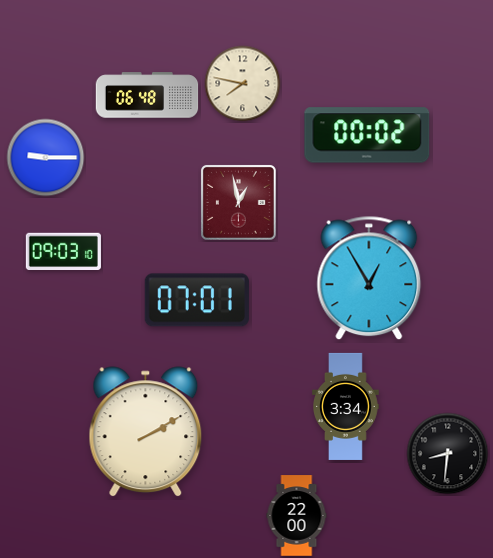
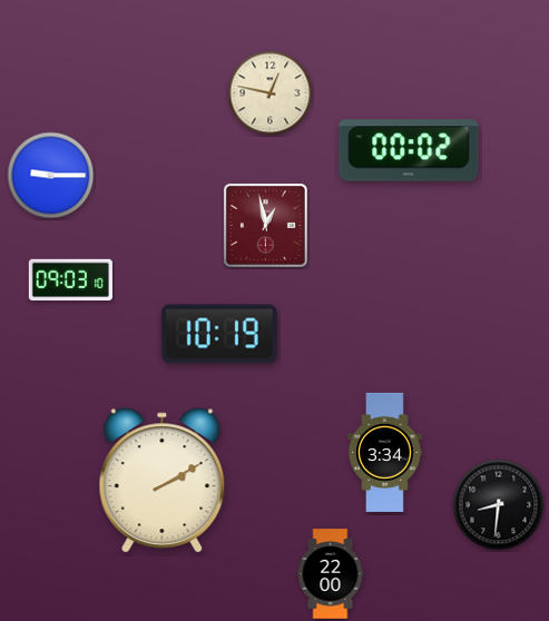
clock at (243, 84): 7:47 -> 12:47
clock at (147, 95): 06:48 -> none
clock at (369, 278): 12:55 -> none
clock at (197, 300): 07:01 -> 10:19
